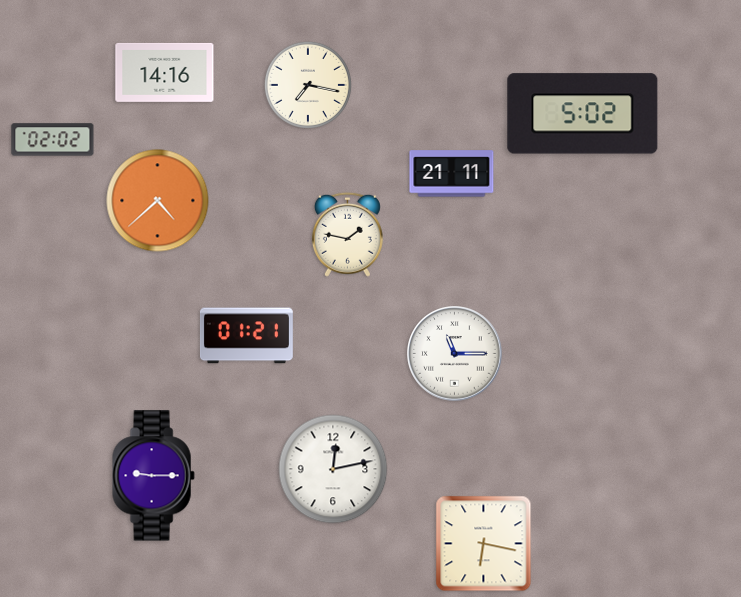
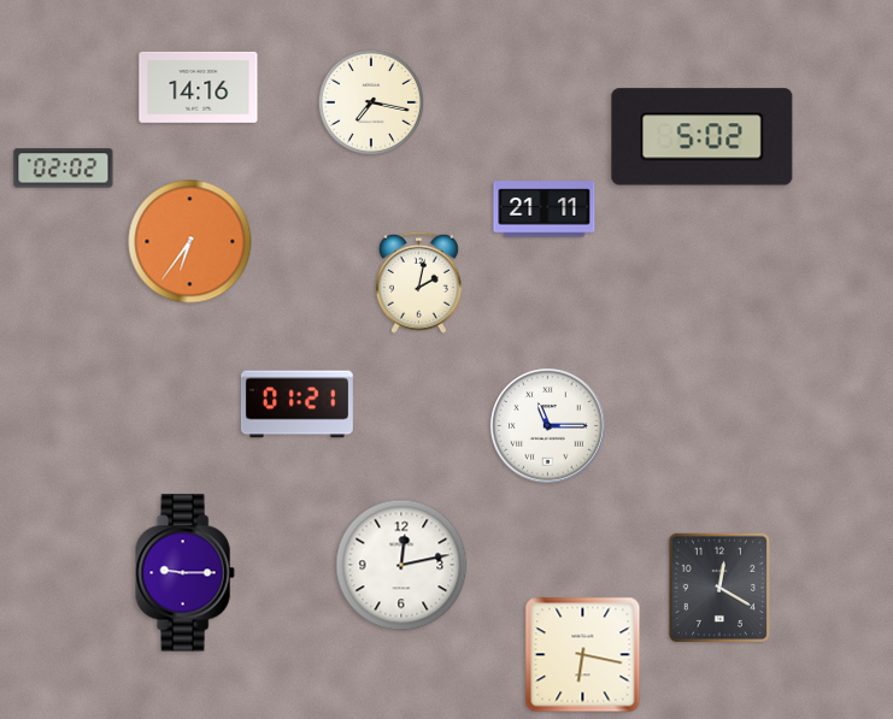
clock at (158, 201): 4:38 -> 6:36
clock at (347, 234): 1:47 -> 2:02
clock at (718, 587): none -> 12:20
